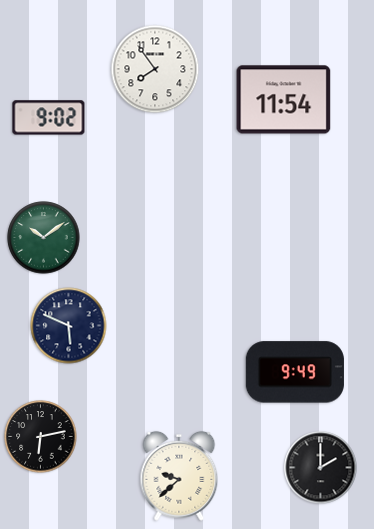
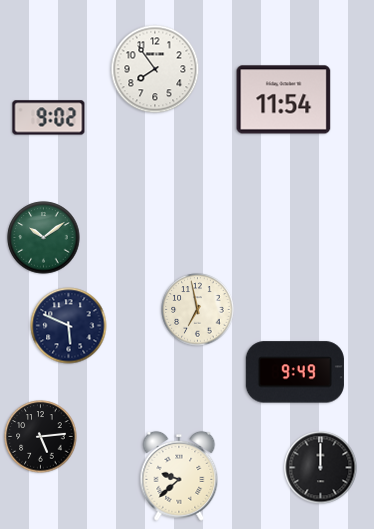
clock at (198, 310): none -> 6:58
clock at (41, 437): 6:13 -> 5:14
clock at (321, 468): 2:00 -> 12:00
